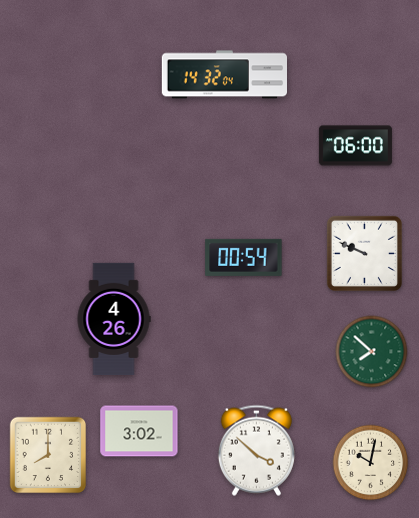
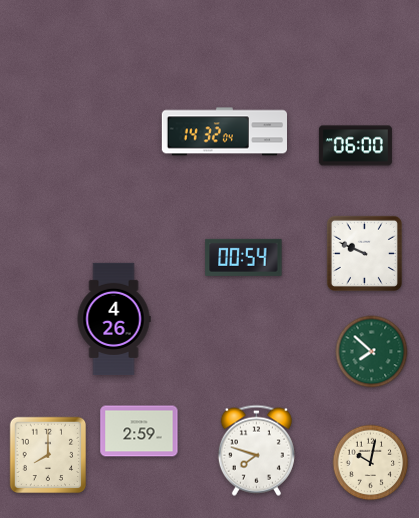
clock at (224, 75) position: (224, 75) -> (224, 132)
clock at (139, 431): 3:02 -> 2:59
clock at (256, 450): 3:52 -> 7:48
